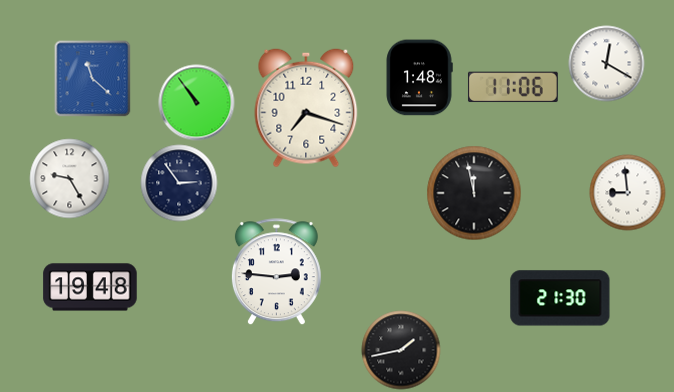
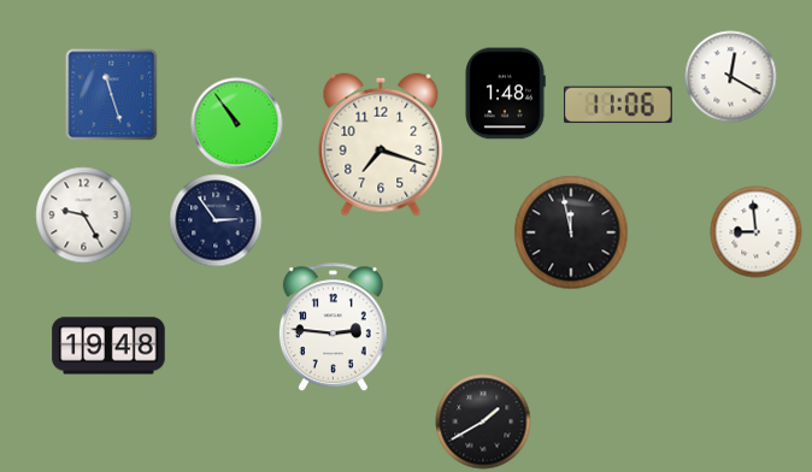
clock at (93, 79): 11:22 -> 11:27
clock at (306, 108) position: (306, 108) -> (381, 144)
clock at (560, 298): 21:30 -> none
clock at (401, 350): 1:43 -> 1:40
